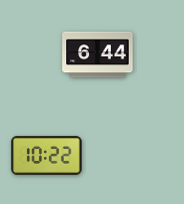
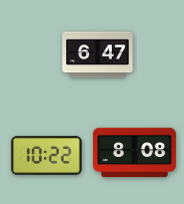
clock at (98, 55): 6:44 -> 6:47
clock at (134, 153): none -> 8:08
